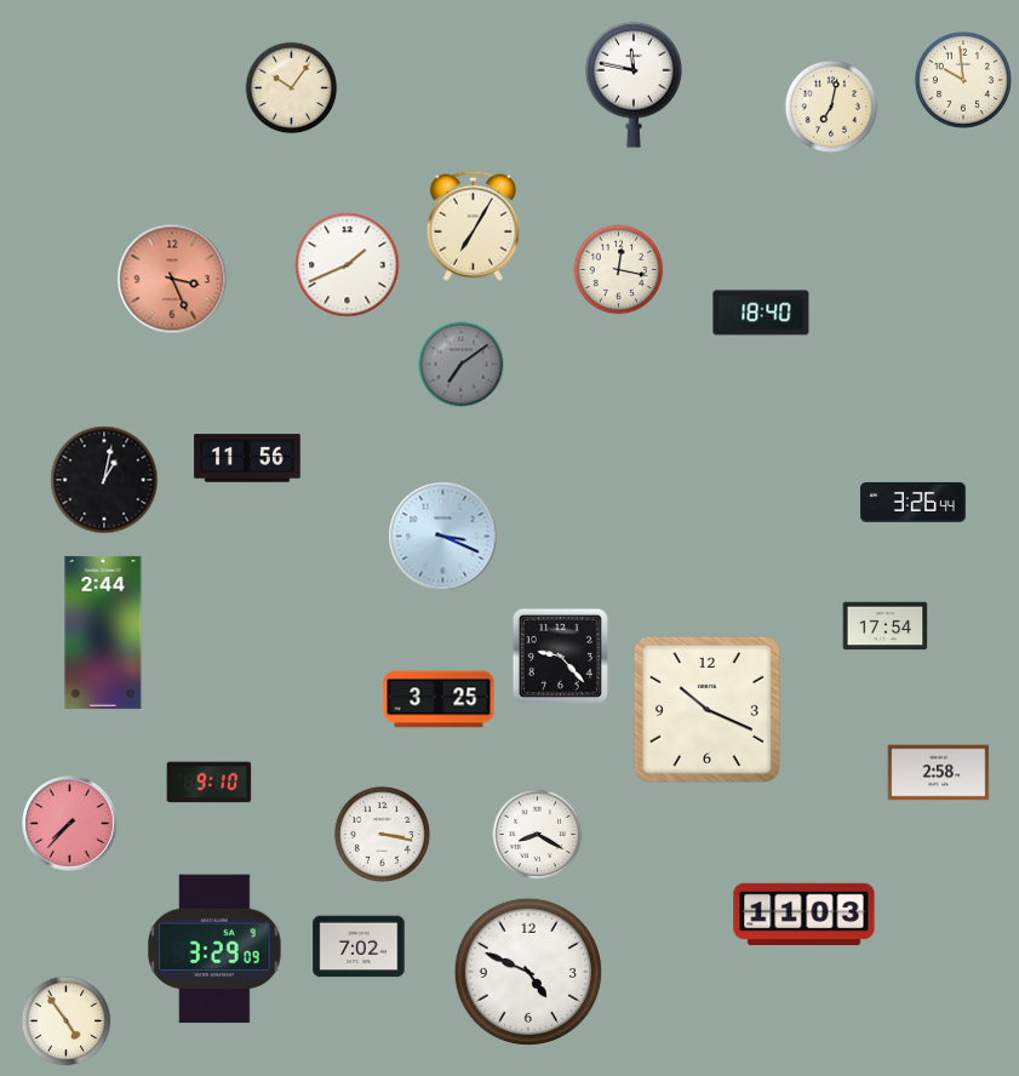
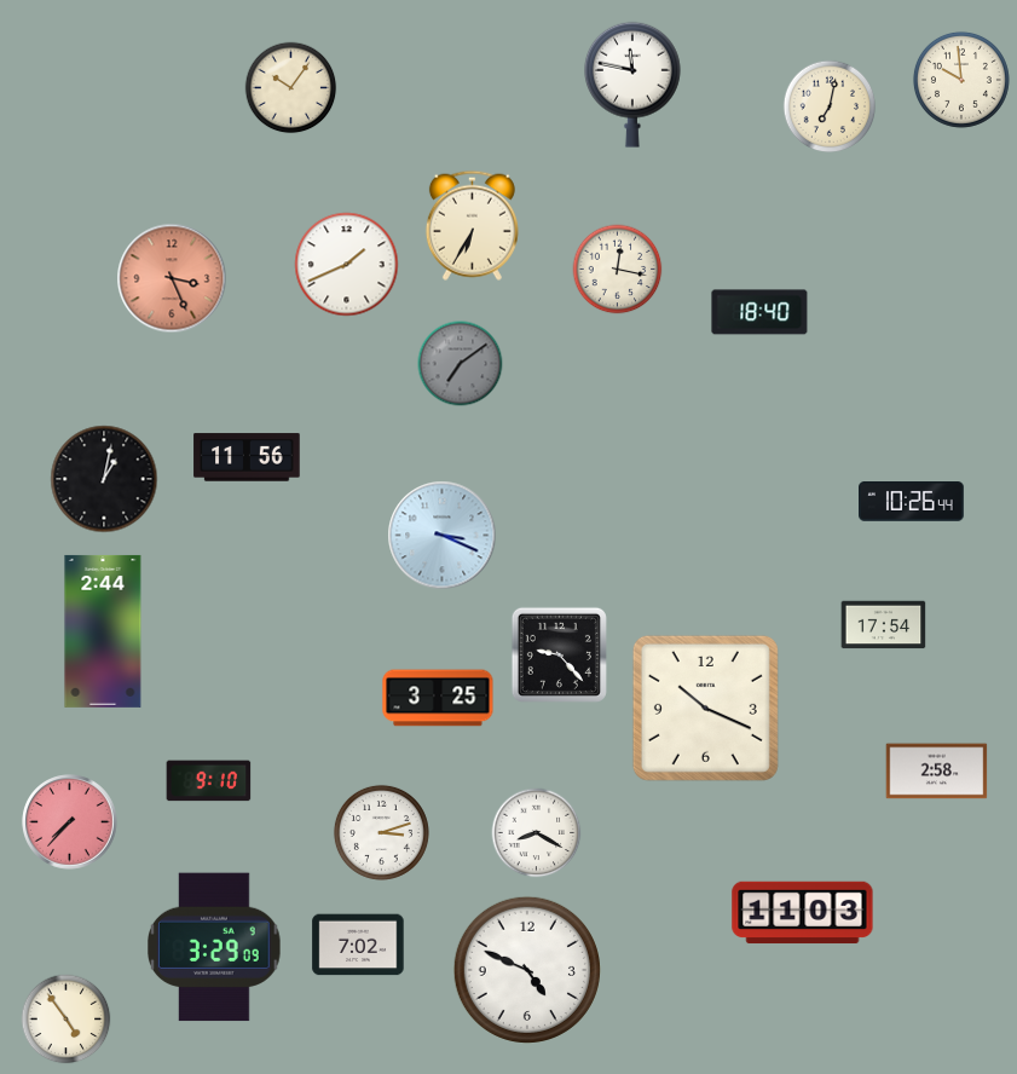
clock at (473, 225): 7:05 -> 6:35
clock at (914, 503): 3:26 -> 10:26
clock at (382, 834): 3:17 -> 3:12
